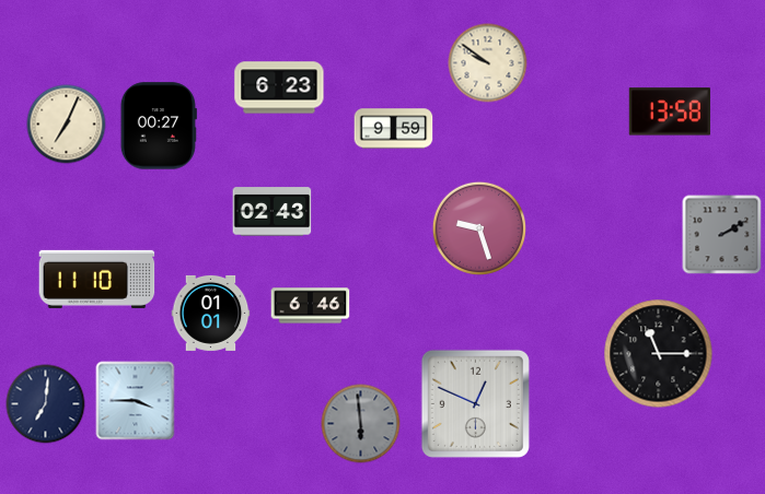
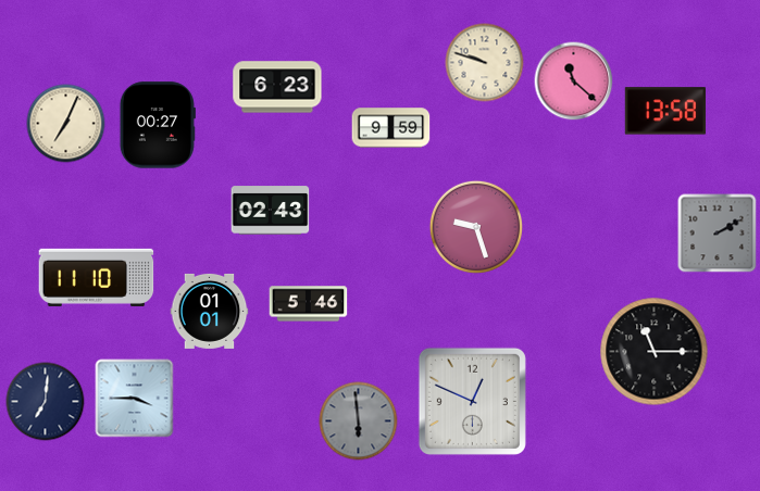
clock at (488, 63): 9:51 -> 9:48
clock at (574, 81): none -> 11:22
clock at (311, 306): 6:46 -> 5:46
